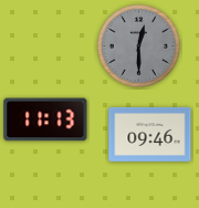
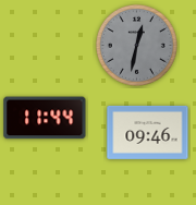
clock at (138, 45): 12:30 -> 12:32
clock at (45, 119): 11:13 -> 11:44
